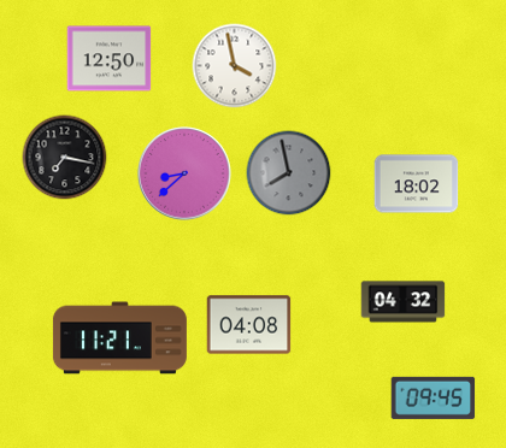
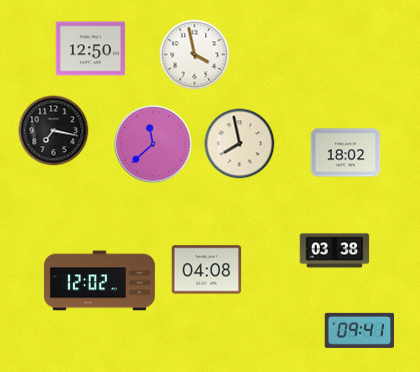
clock at (184, 173): 8:38 -> 11:38
clock at (289, 173) dial: grey -> cream
clock at (404, 302): 04:32 -> 03:38
clock at (119, 338): 11:21 -> 12:02
clock at (434, 397): 09:45 -> 09:41
